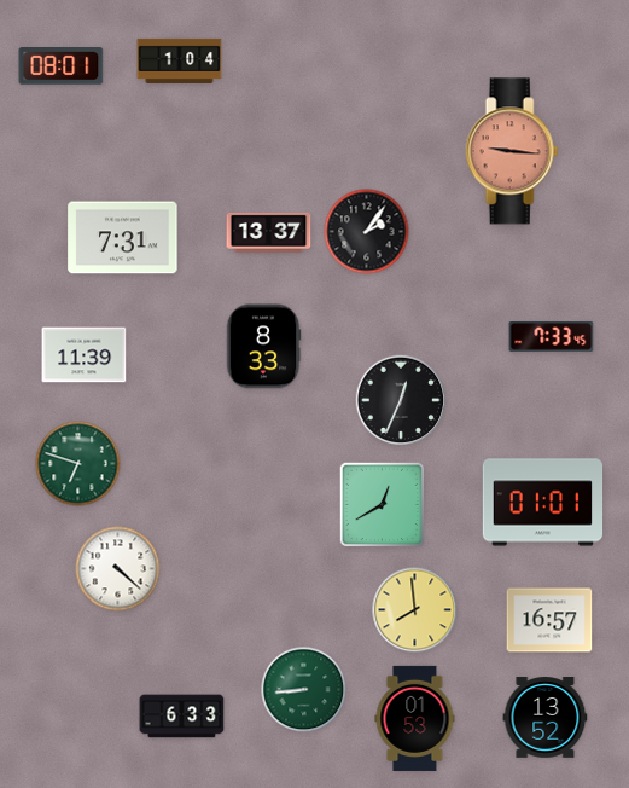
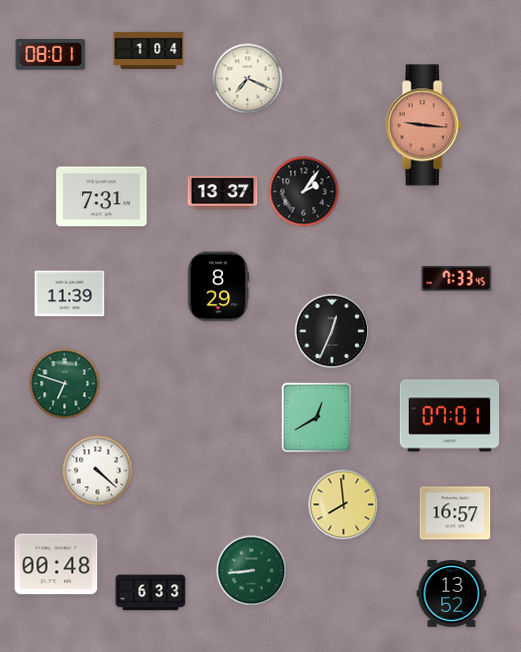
clock at (248, 79): none -> 7:19
clock at (263, 347): 8:33 -> 8:29
clock at (543, 503): 01:01 -> 07:01
clock at (56, 564): none -> 00:48
clock at (415, 718): 01:53 -> none
